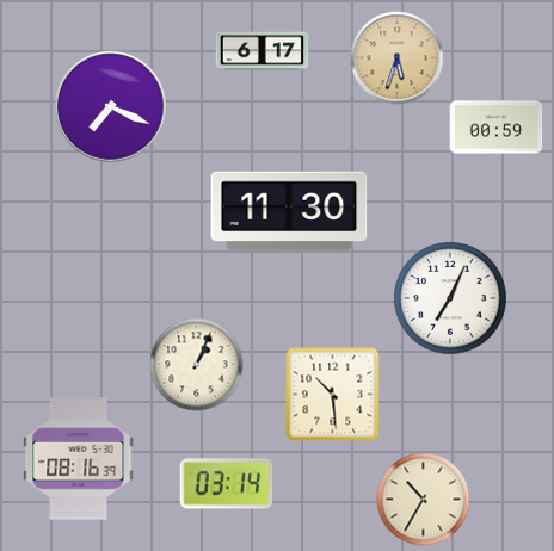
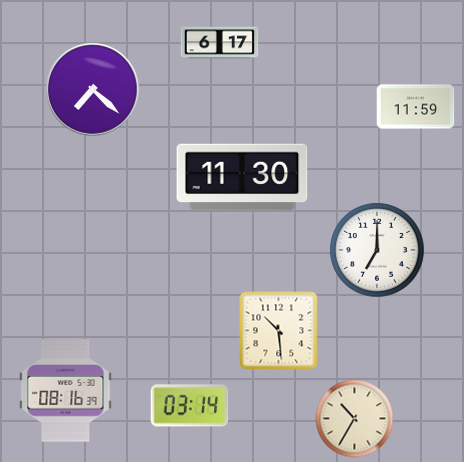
clock at (396, 57): 5:33 -> none
clock at (110, 106): 7:19 -> 7:22
clock at (495, 128): 00:59 -> 11:59
clock at (450, 298): 7:04 -> 7:00
clock at (196, 364): 1:04 -> none
clock at (79, 459) position: (79, 459) -> (66, 391)
